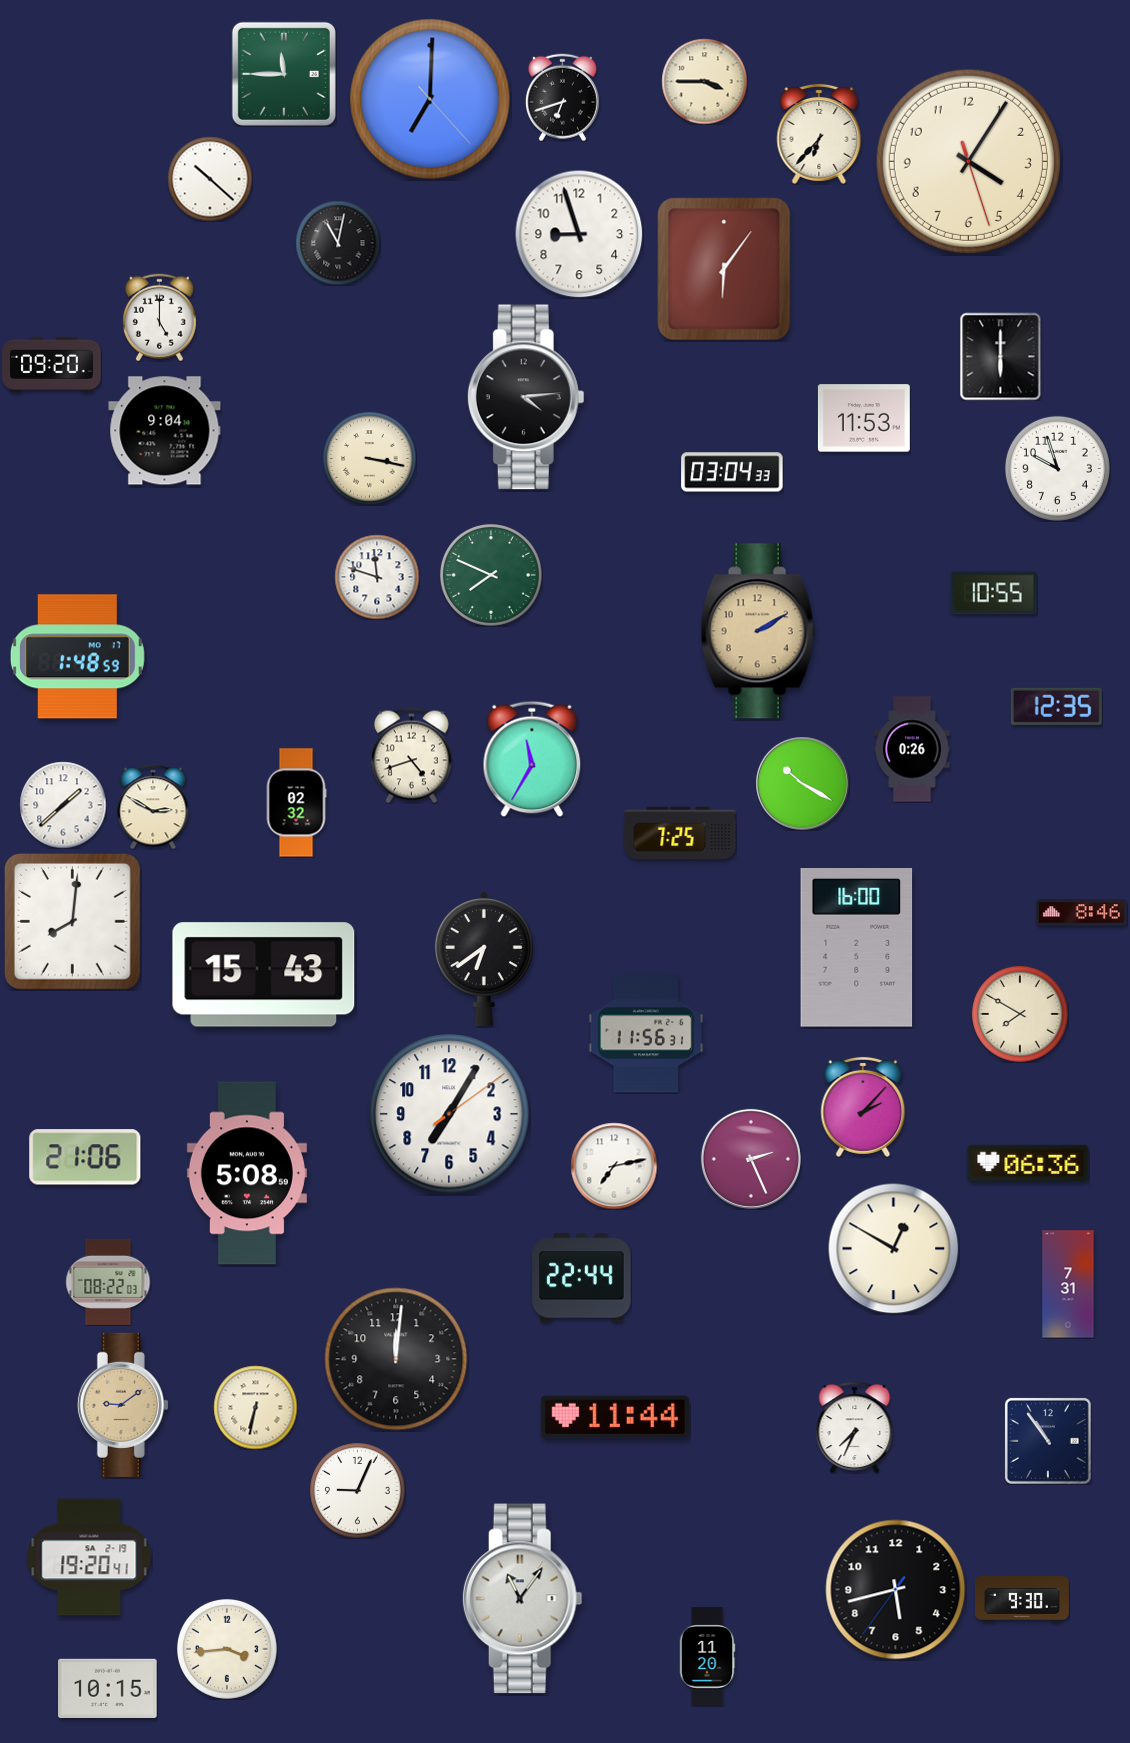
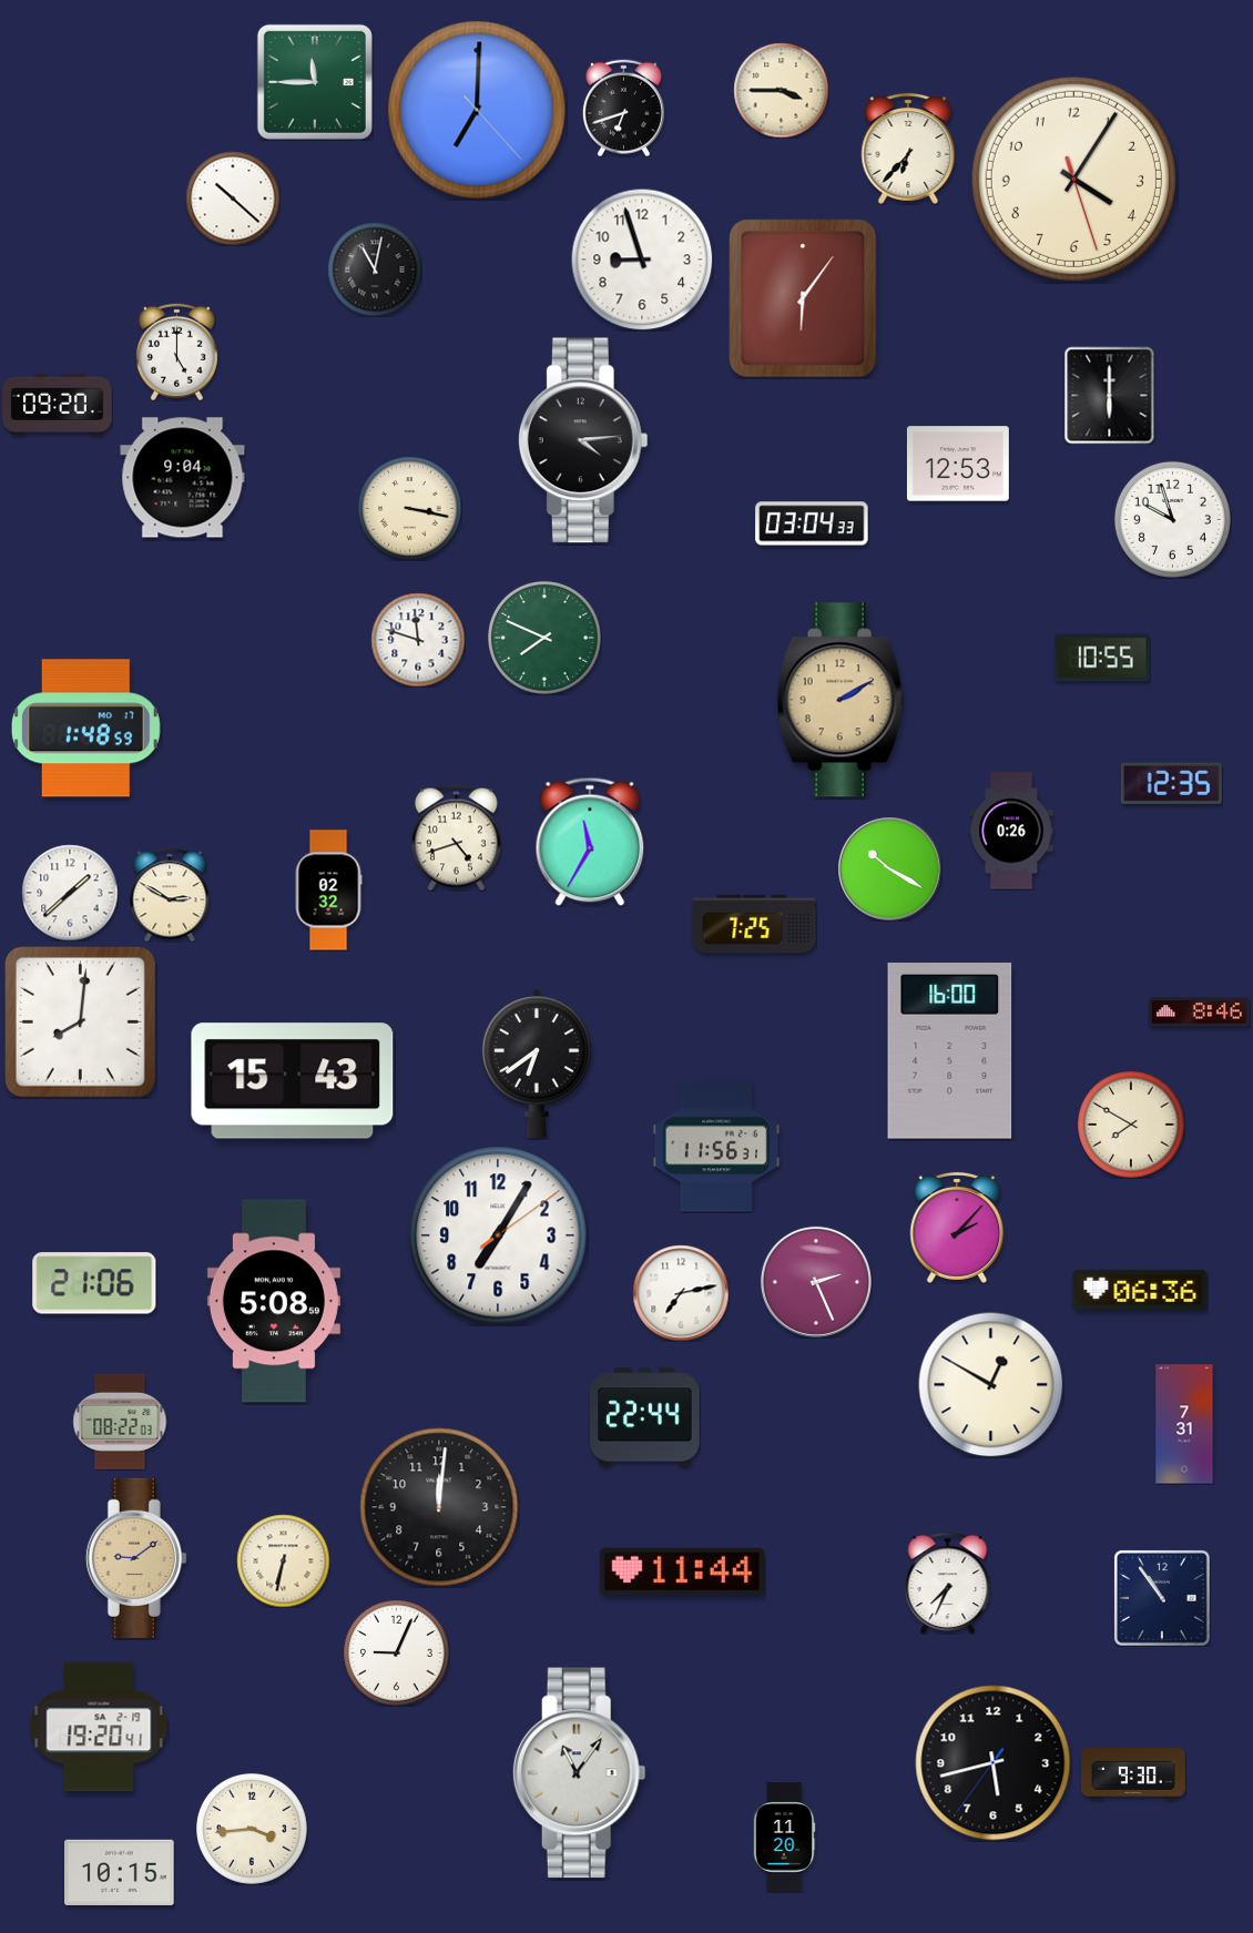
clock at (864, 418): 11:53 -> 12:53
clock at (751, 1159) position: (751, 1159) -> (816, 1282)
